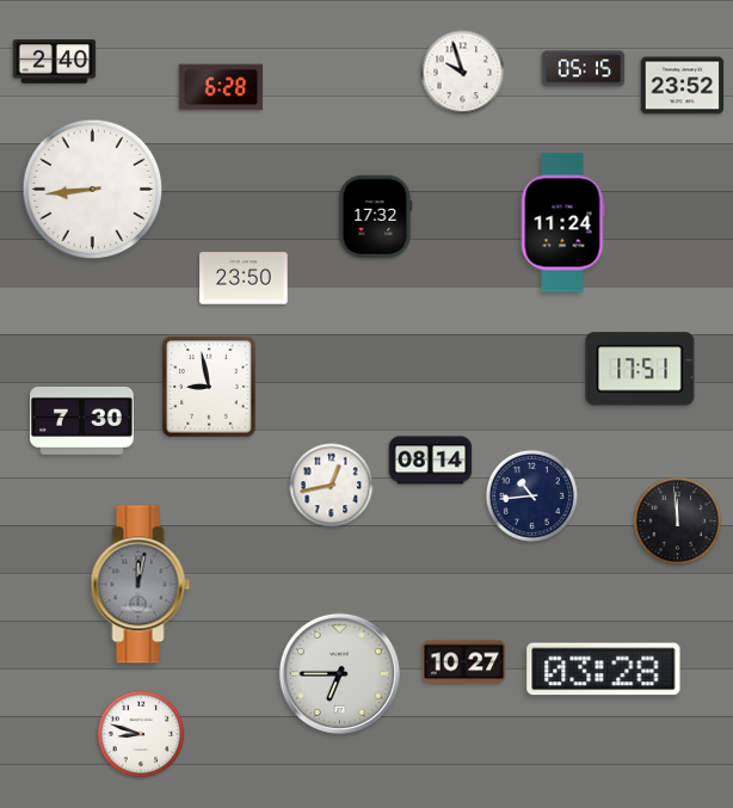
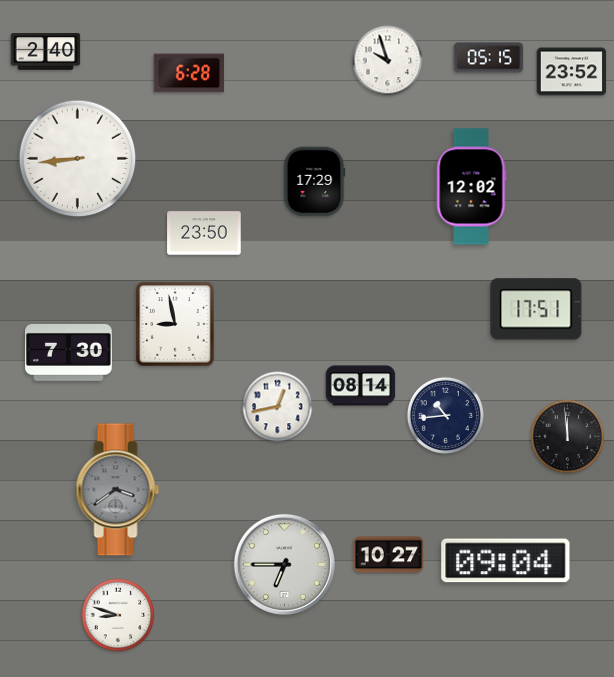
clock at (221, 87) position: (221, 87) -> (189, 73)
clock at (375, 217): 17:32 -> 17:29
clock at (562, 223): 11:24 -> 12:02
clock at (141, 585): 12:02 -> 3:39
clock at (604, 670): 03:28 -> 09:04
